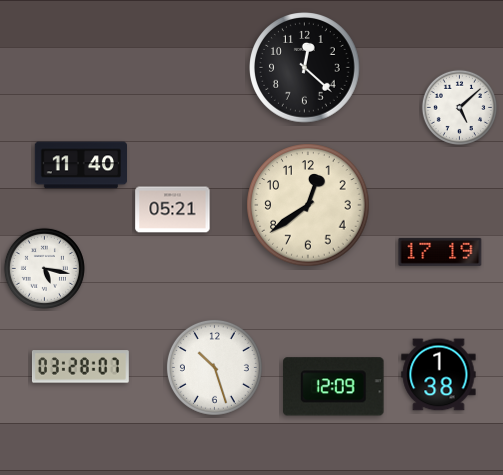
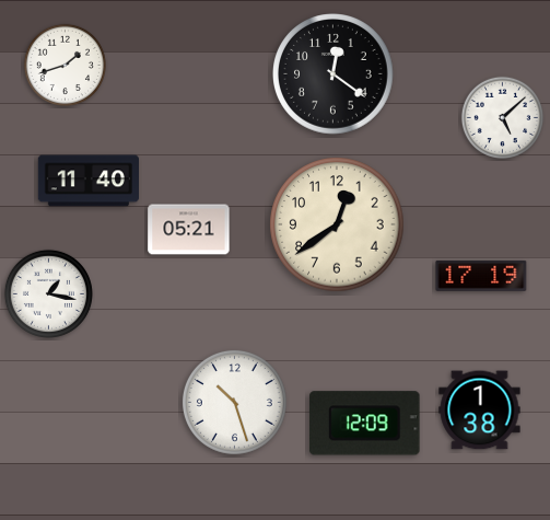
clock at (65, 65): none -> 1:42
clock at (305, 68): 12:22 -> 12:21
clock at (44, 268): 5:17 -> 1:17
clock at (80, 367): 03:28 -> none
